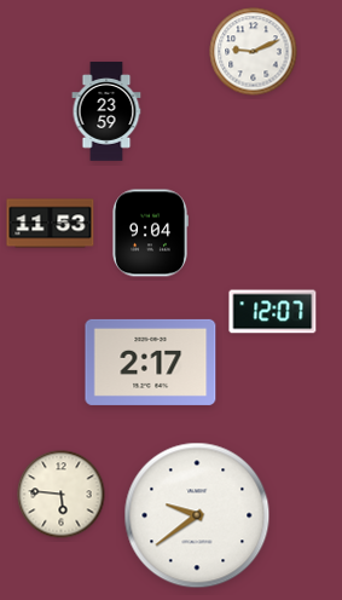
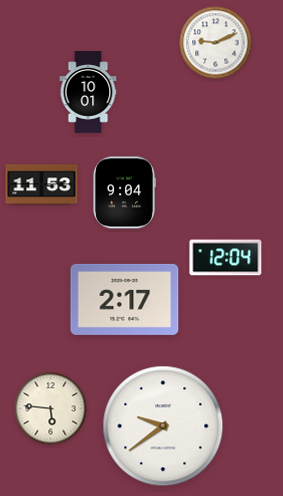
clock at (254, 52) position: (254, 52) -> (216, 43)
clock at (106, 111): 23:59 -> 10:01
clock at (273, 312): 12:07 -> 12:04
